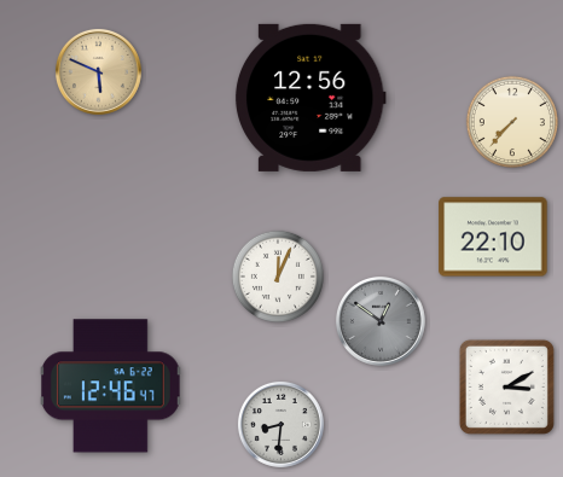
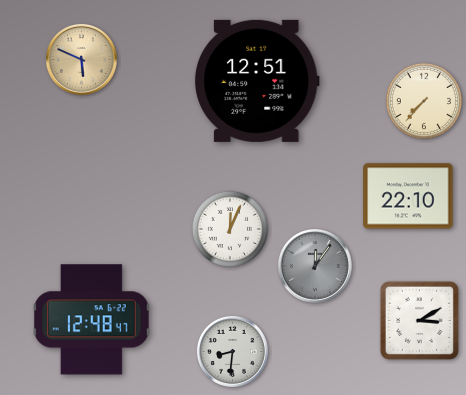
clock at (310, 98): 12:56 -> 12:51
clock at (381, 321): 12:51 -> 12:06
clock at (110, 386): 12:46 -> 12:48
